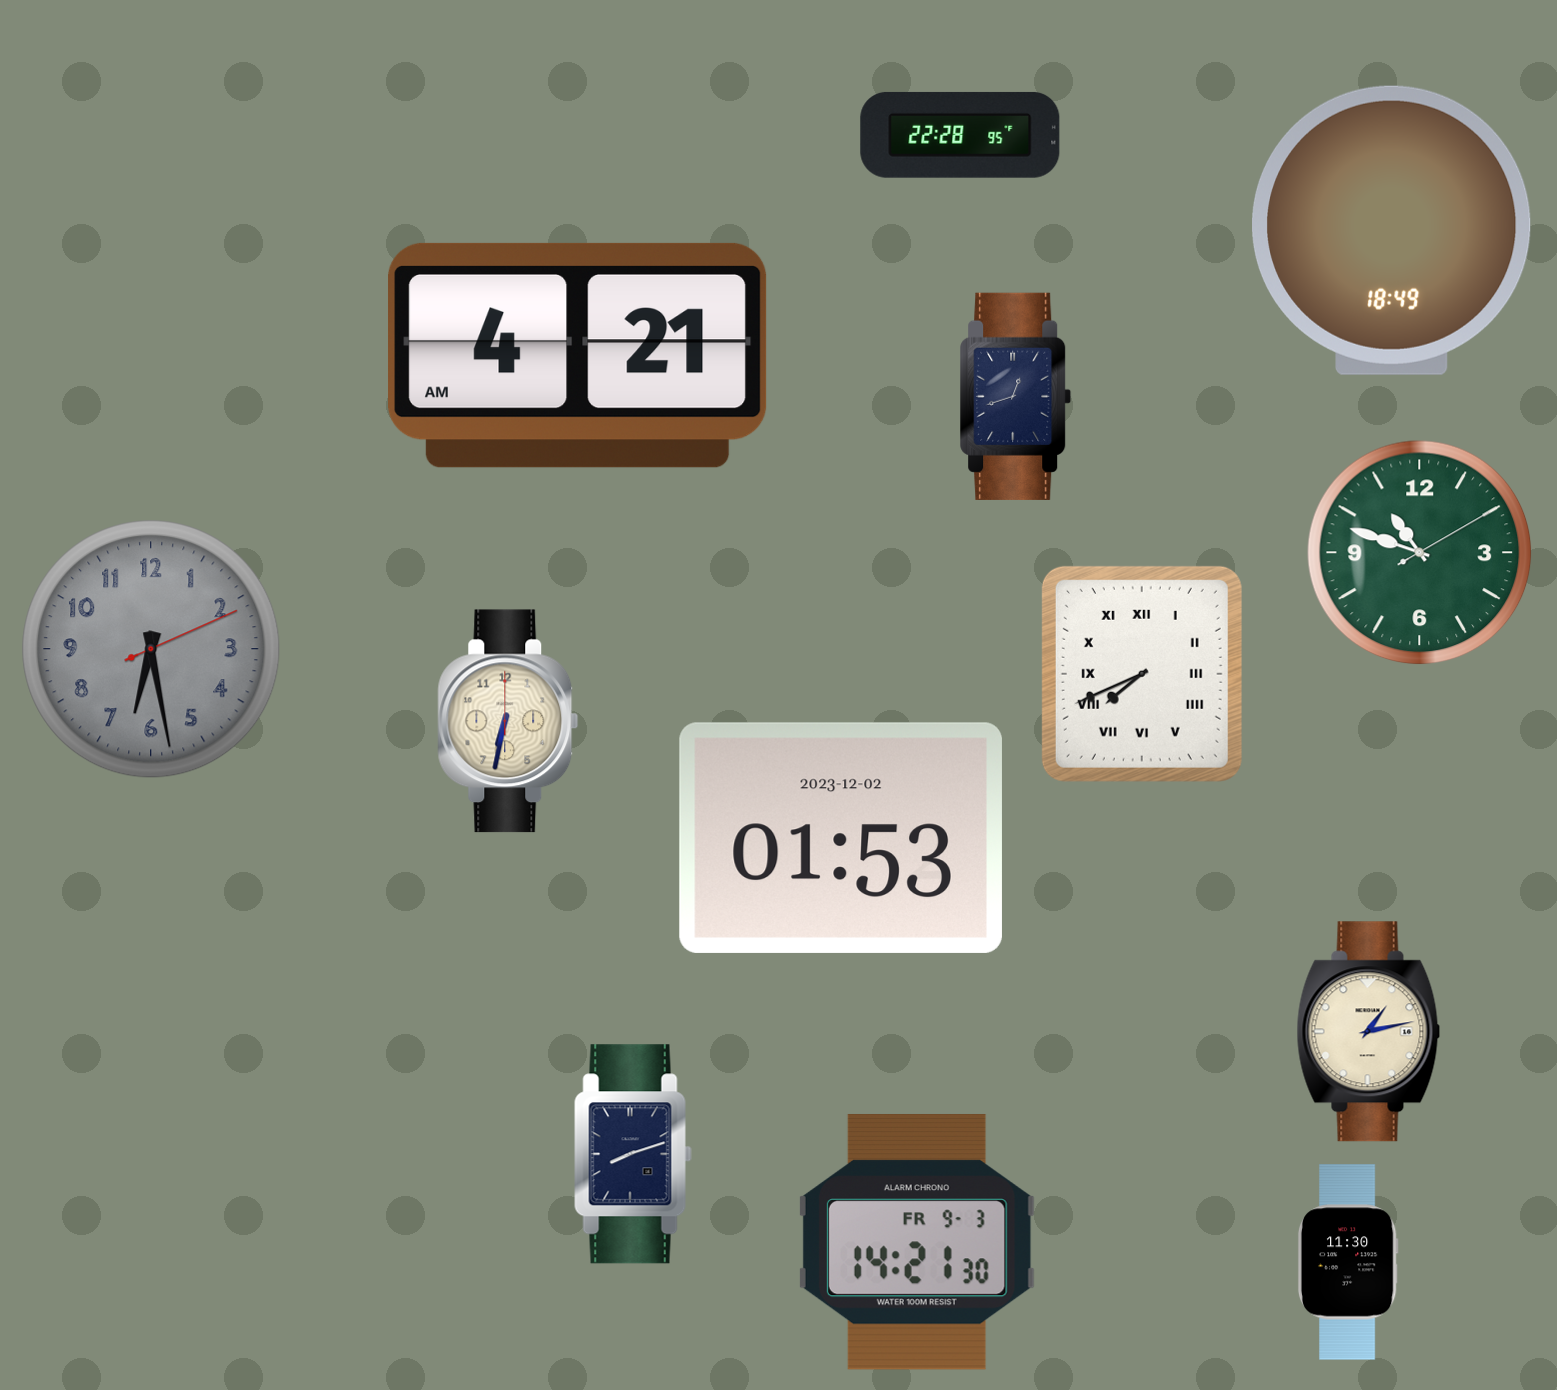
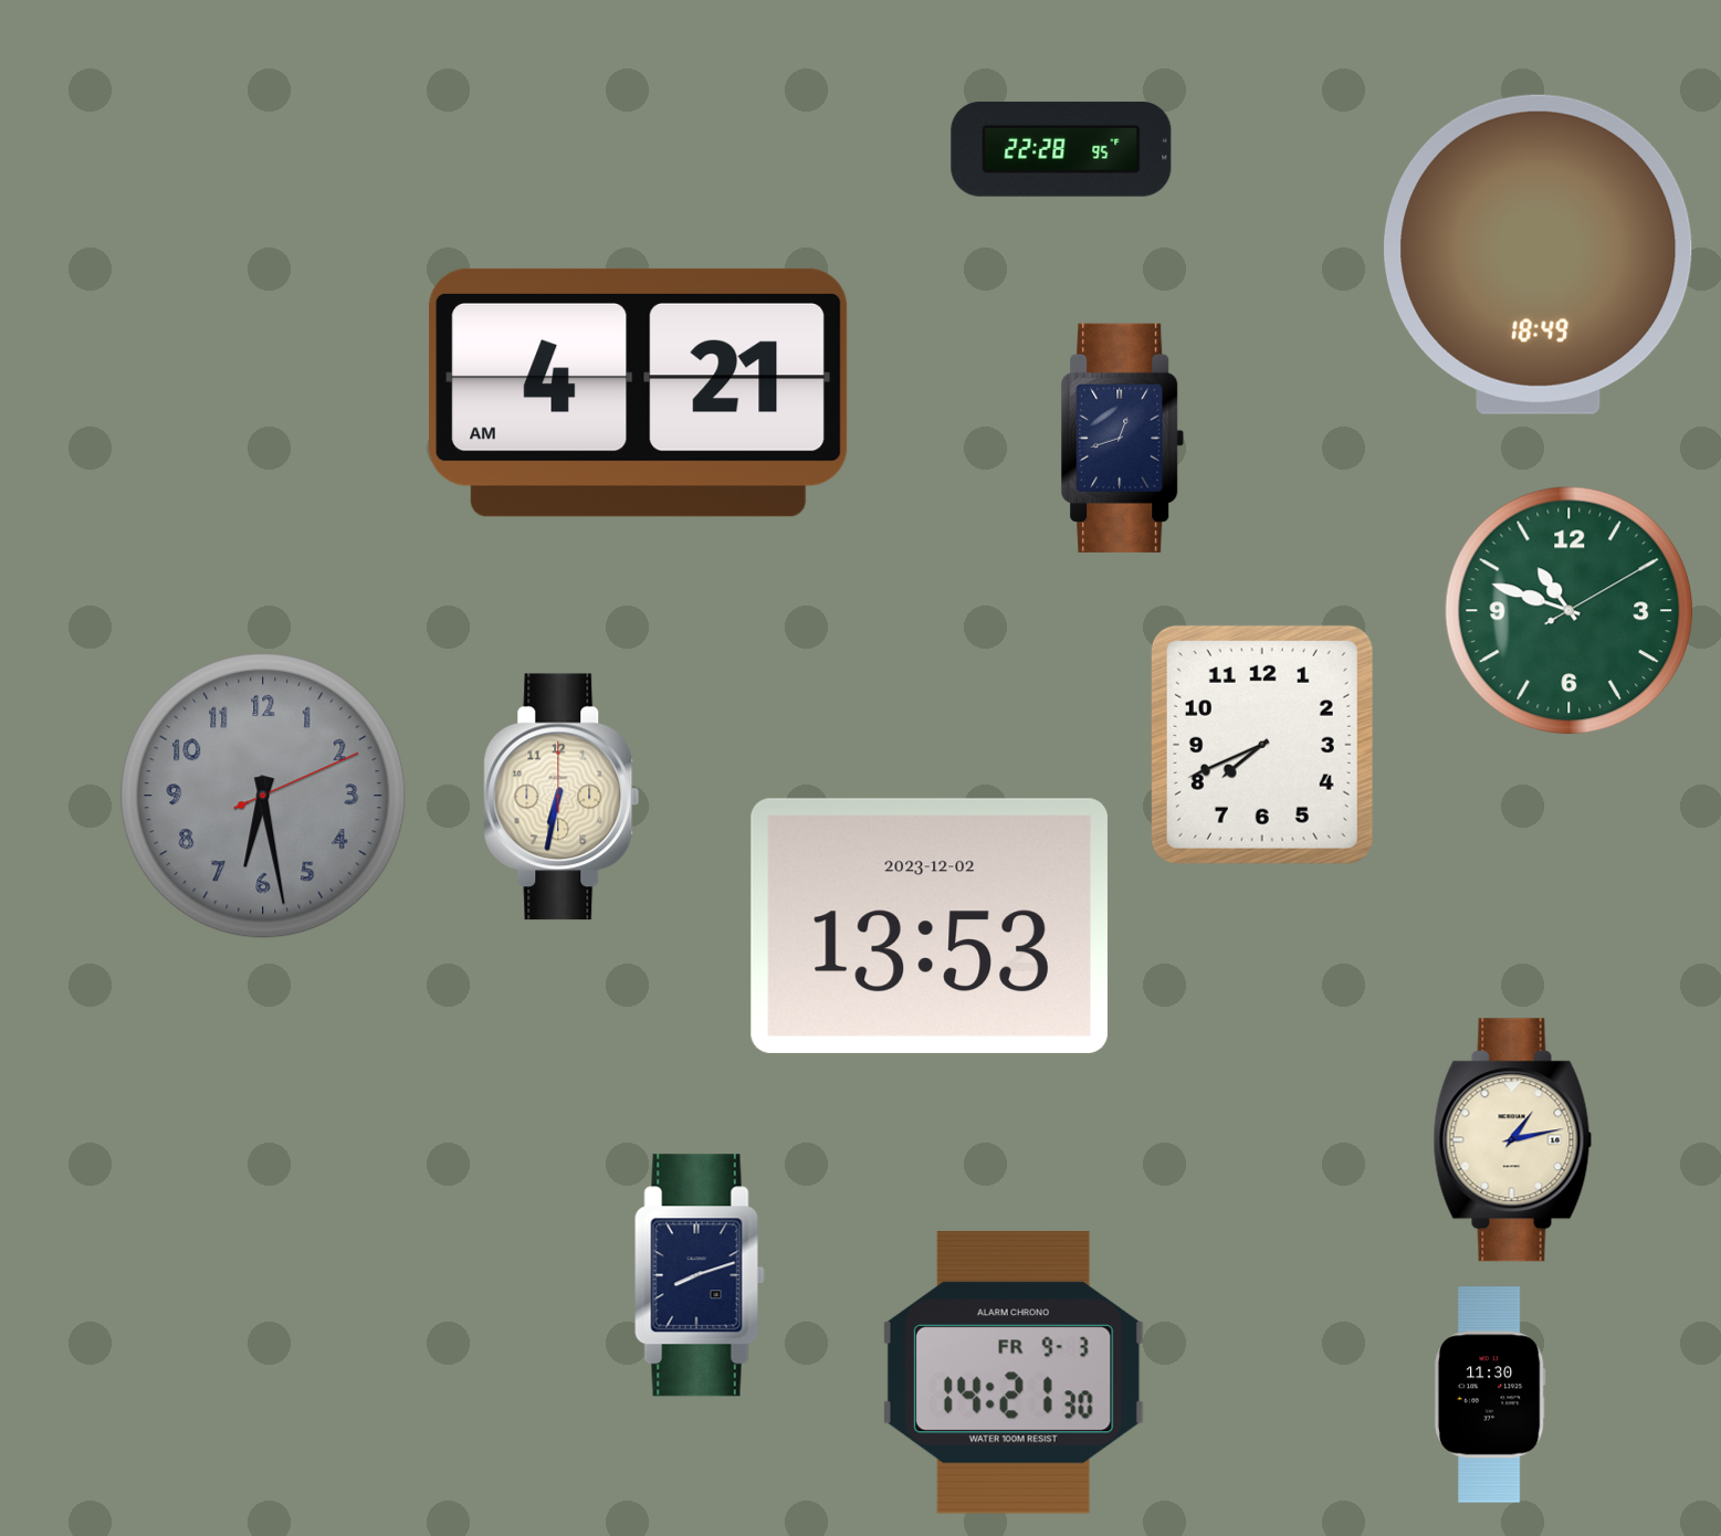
clock at (151, 649) position: (151, 649) -> (263, 796)
clock at (1142, 674) numerals: Roman -> Arabic
clock at (841, 838): 01:53 -> 13:53
